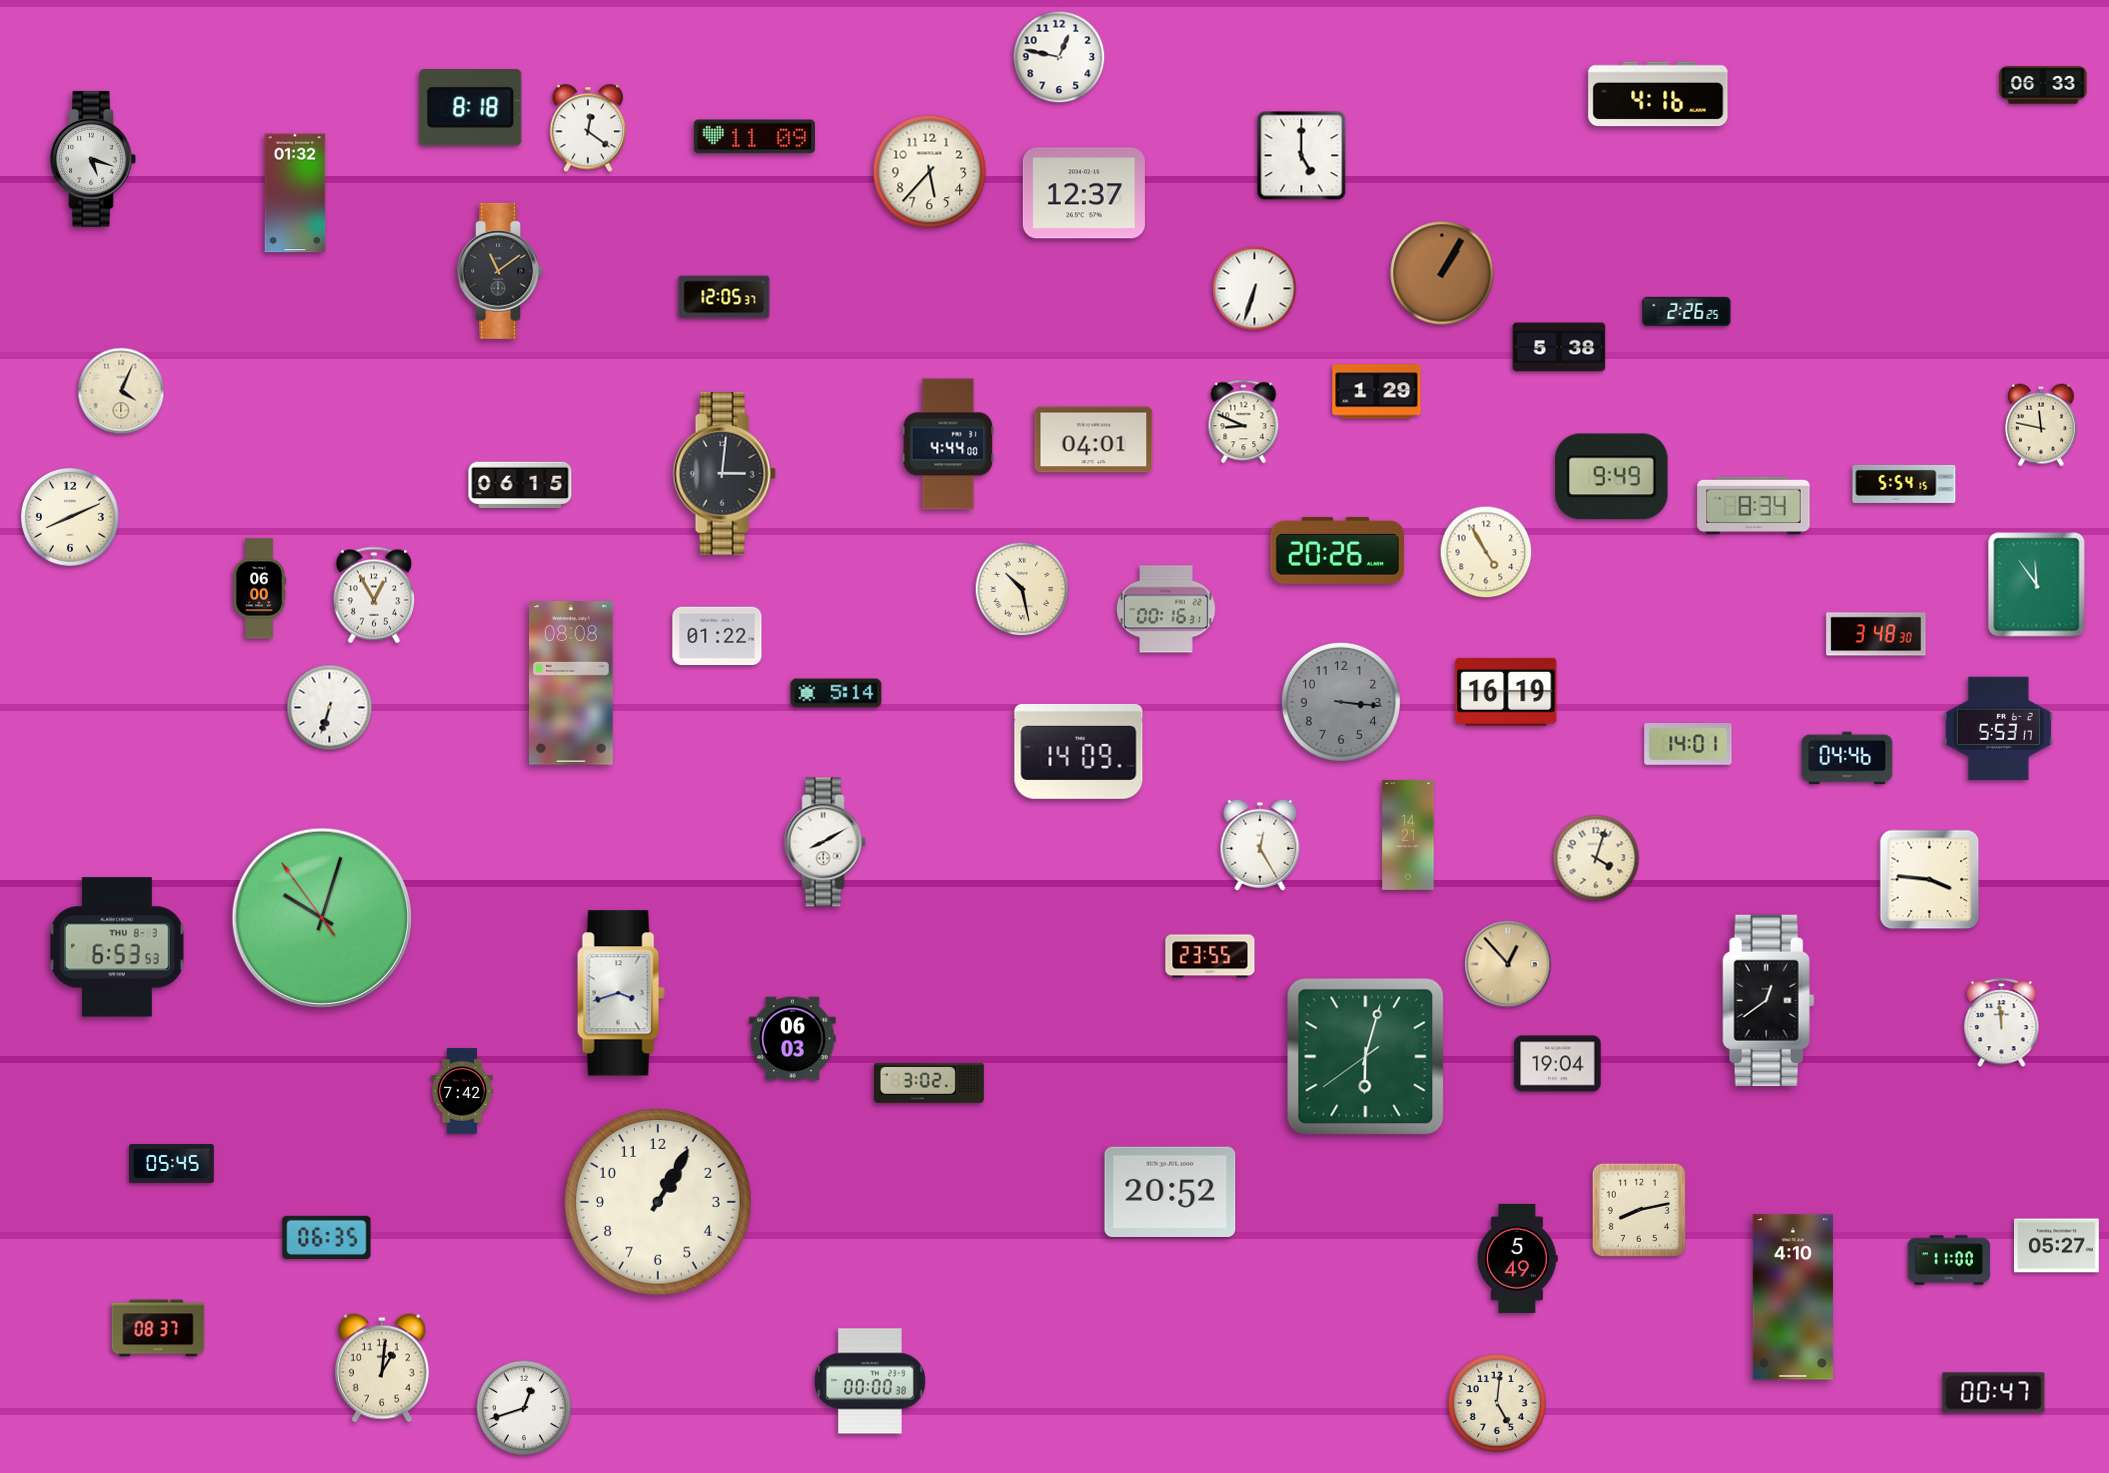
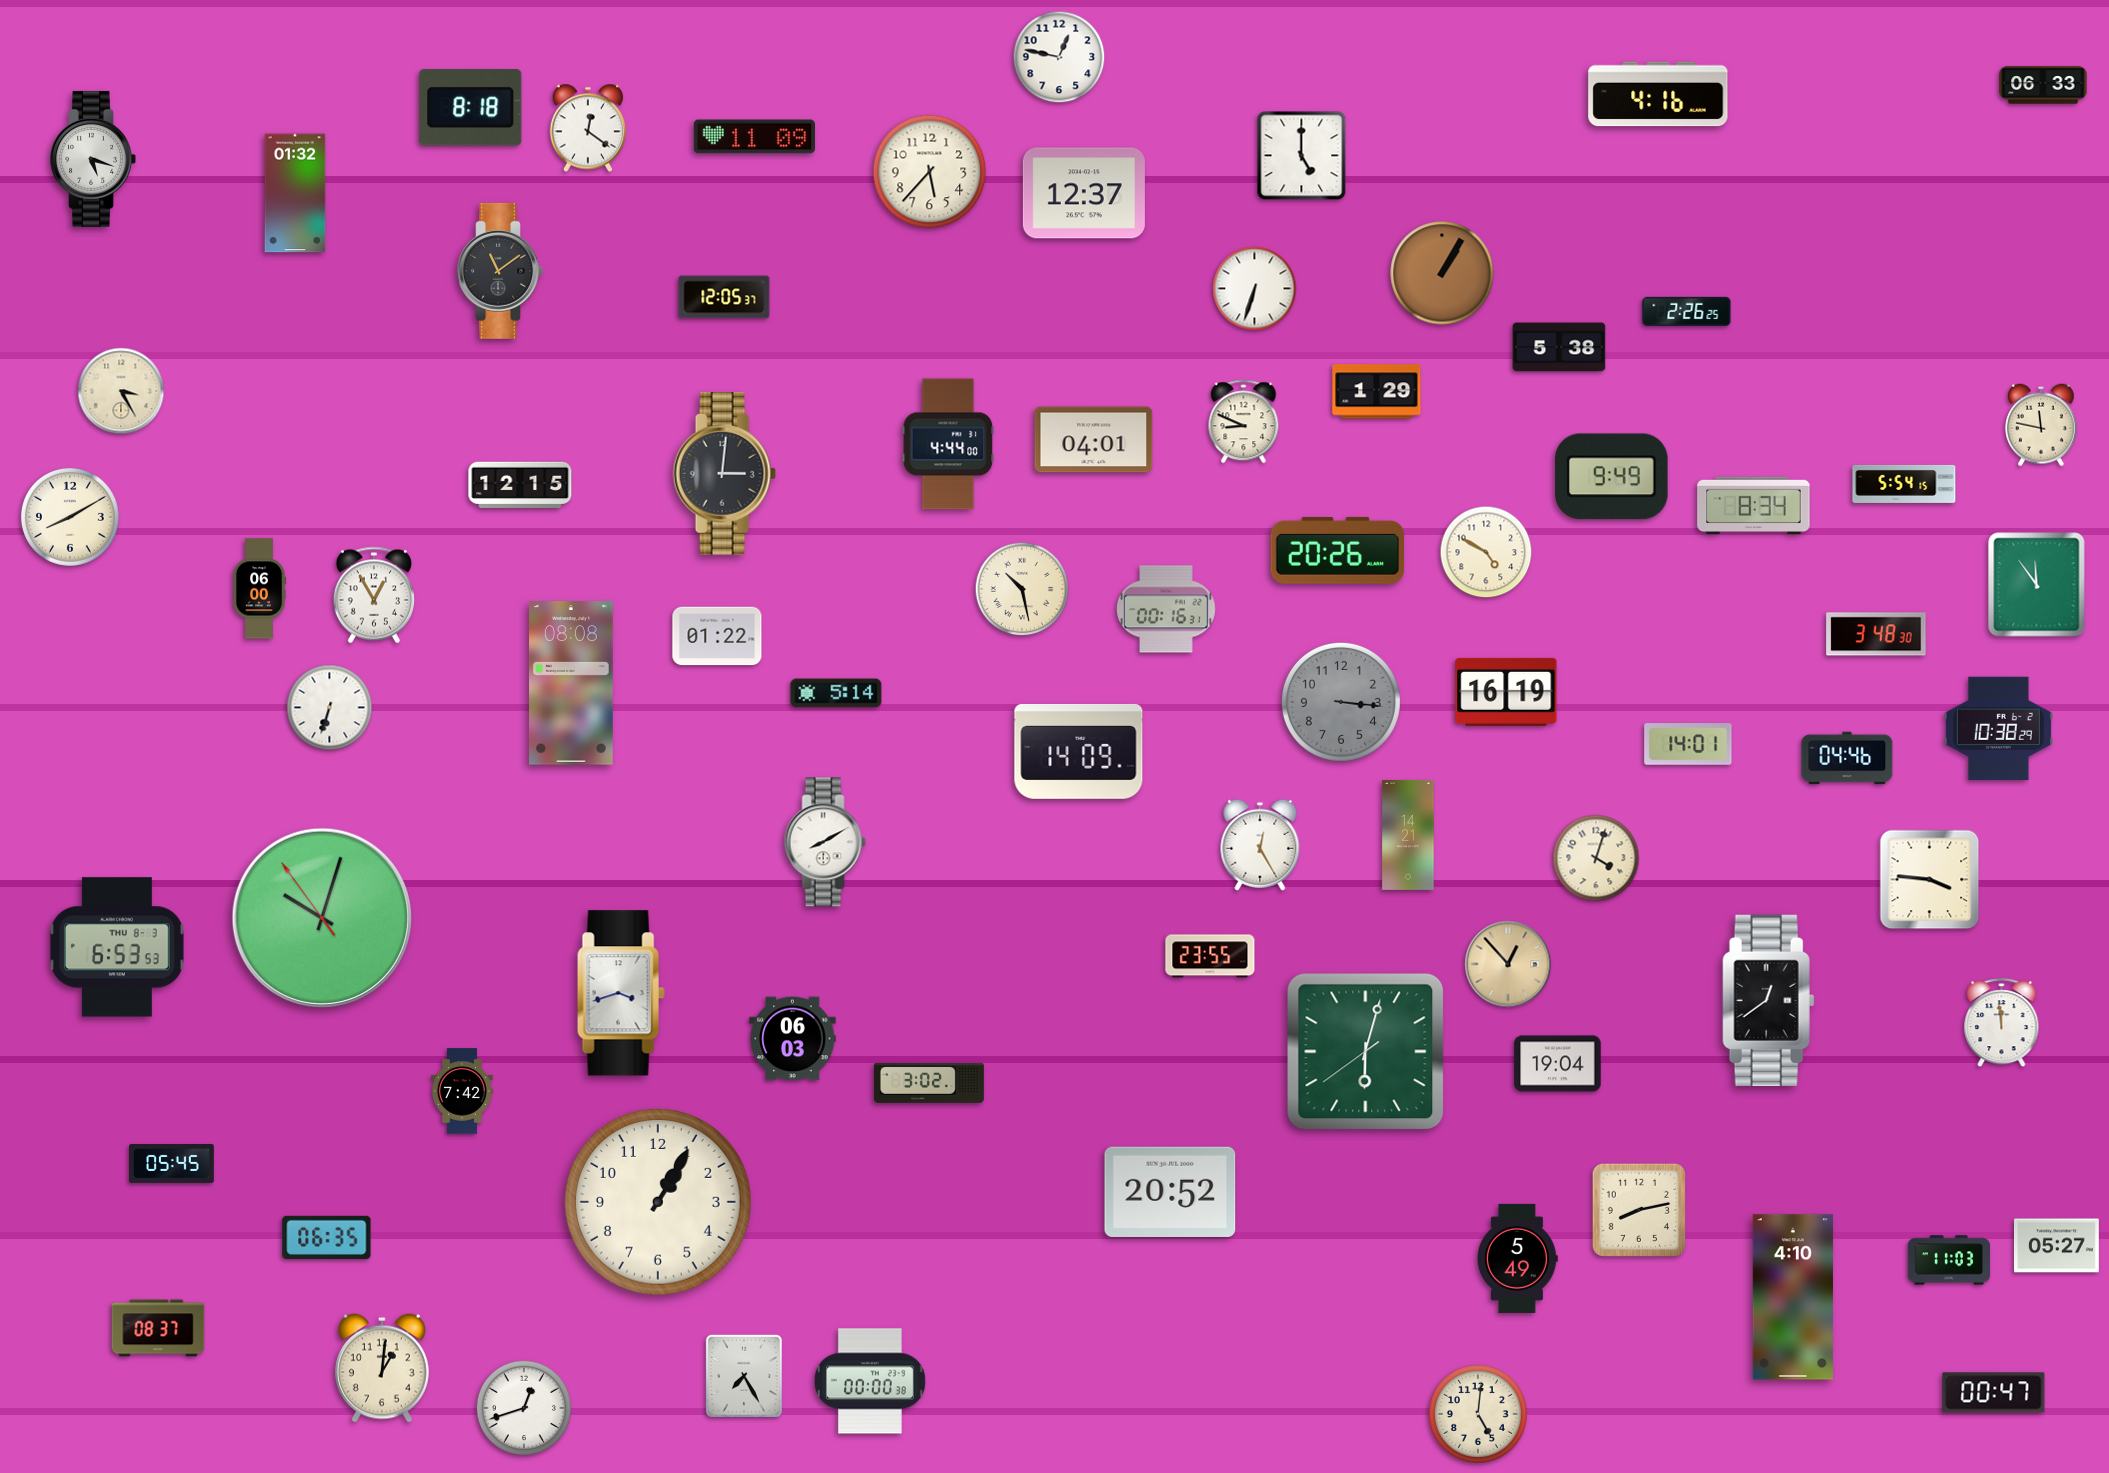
clock at (121, 391): 4:04 -> 3:25
clock at (520, 485): 06:15 -> 12:15
clock at (70, 517): 8:11 -> 8:10
clock at (1486, 552): 4:55 -> 4:50
clock at (1998, 729): 5:53 -> 10:38
clock at (1366, 1057) position: (1366, 1057) -> (1366, 1052)
clock at (1949, 1260): 11:00 -> 11:03
clock at (744, 1376): none -> 7:25
clock at (1497, 1403) position: (1497, 1403) -> (1478, 1414)
